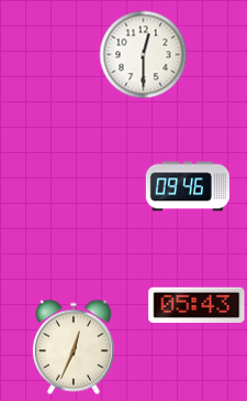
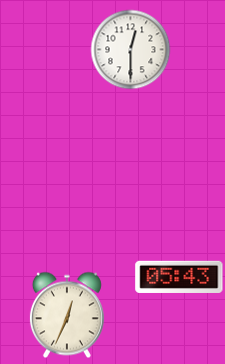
clock at (188, 186): 09:46 -> none
